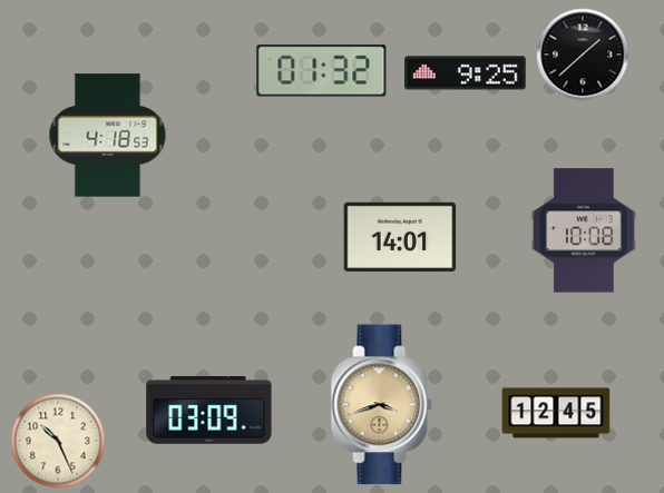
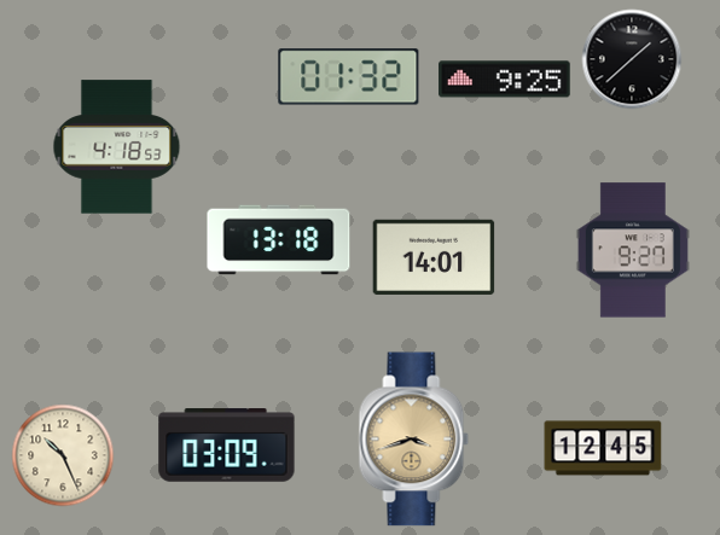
clock at (279, 240): none -> 13:18
clock at (584, 230): 10:08 -> 9:27
clock at (58, 441) position: (58, 441) -> (63, 455)
